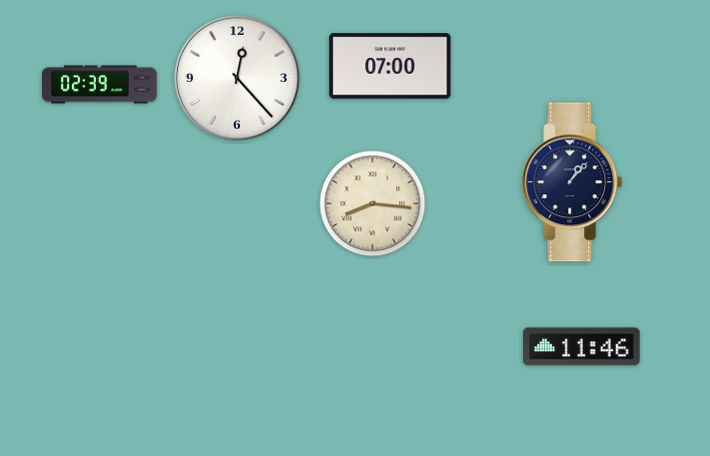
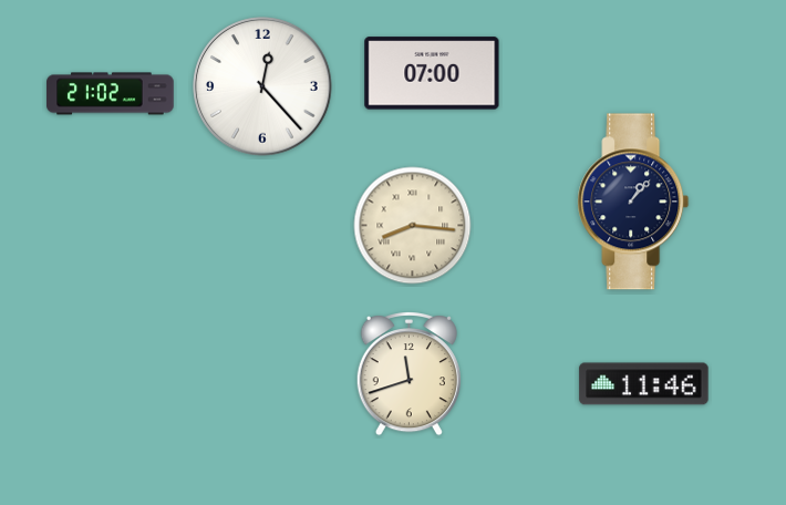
clock at (100, 85): 02:39 -> 21:02
clock at (408, 374): none -> 11:42
